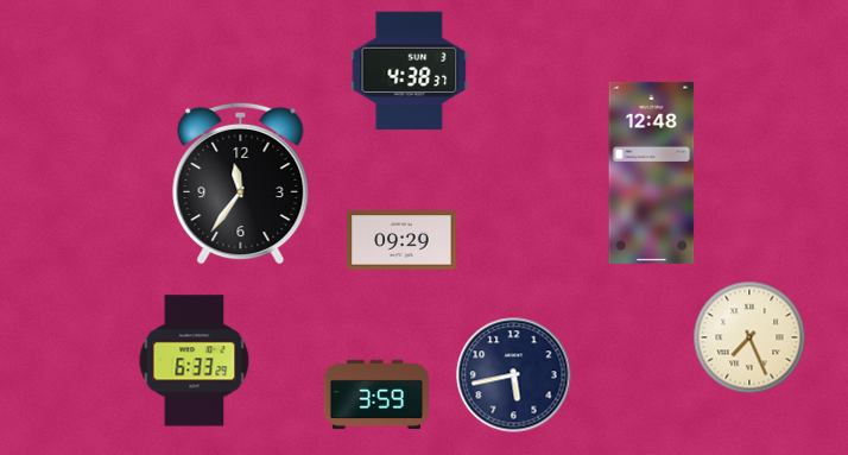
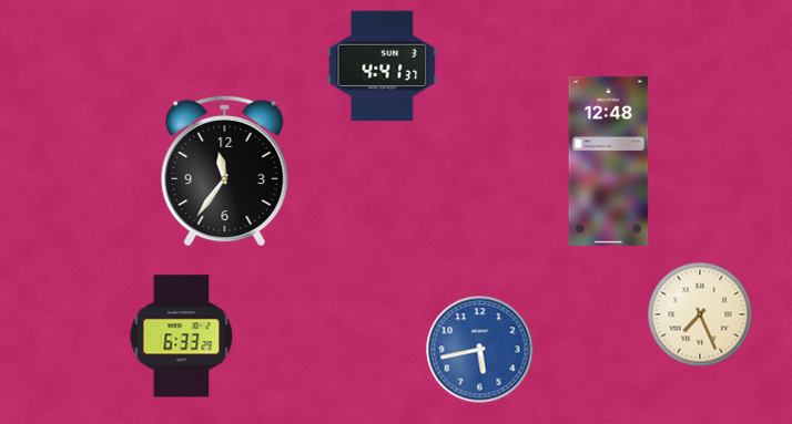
clock at (410, 71): 4:38 -> 4:41
clock at (401, 240): 09:29 -> none
clock at (514, 375) dial: navy -> blue
clock at (376, 394): 3:59 -> none
